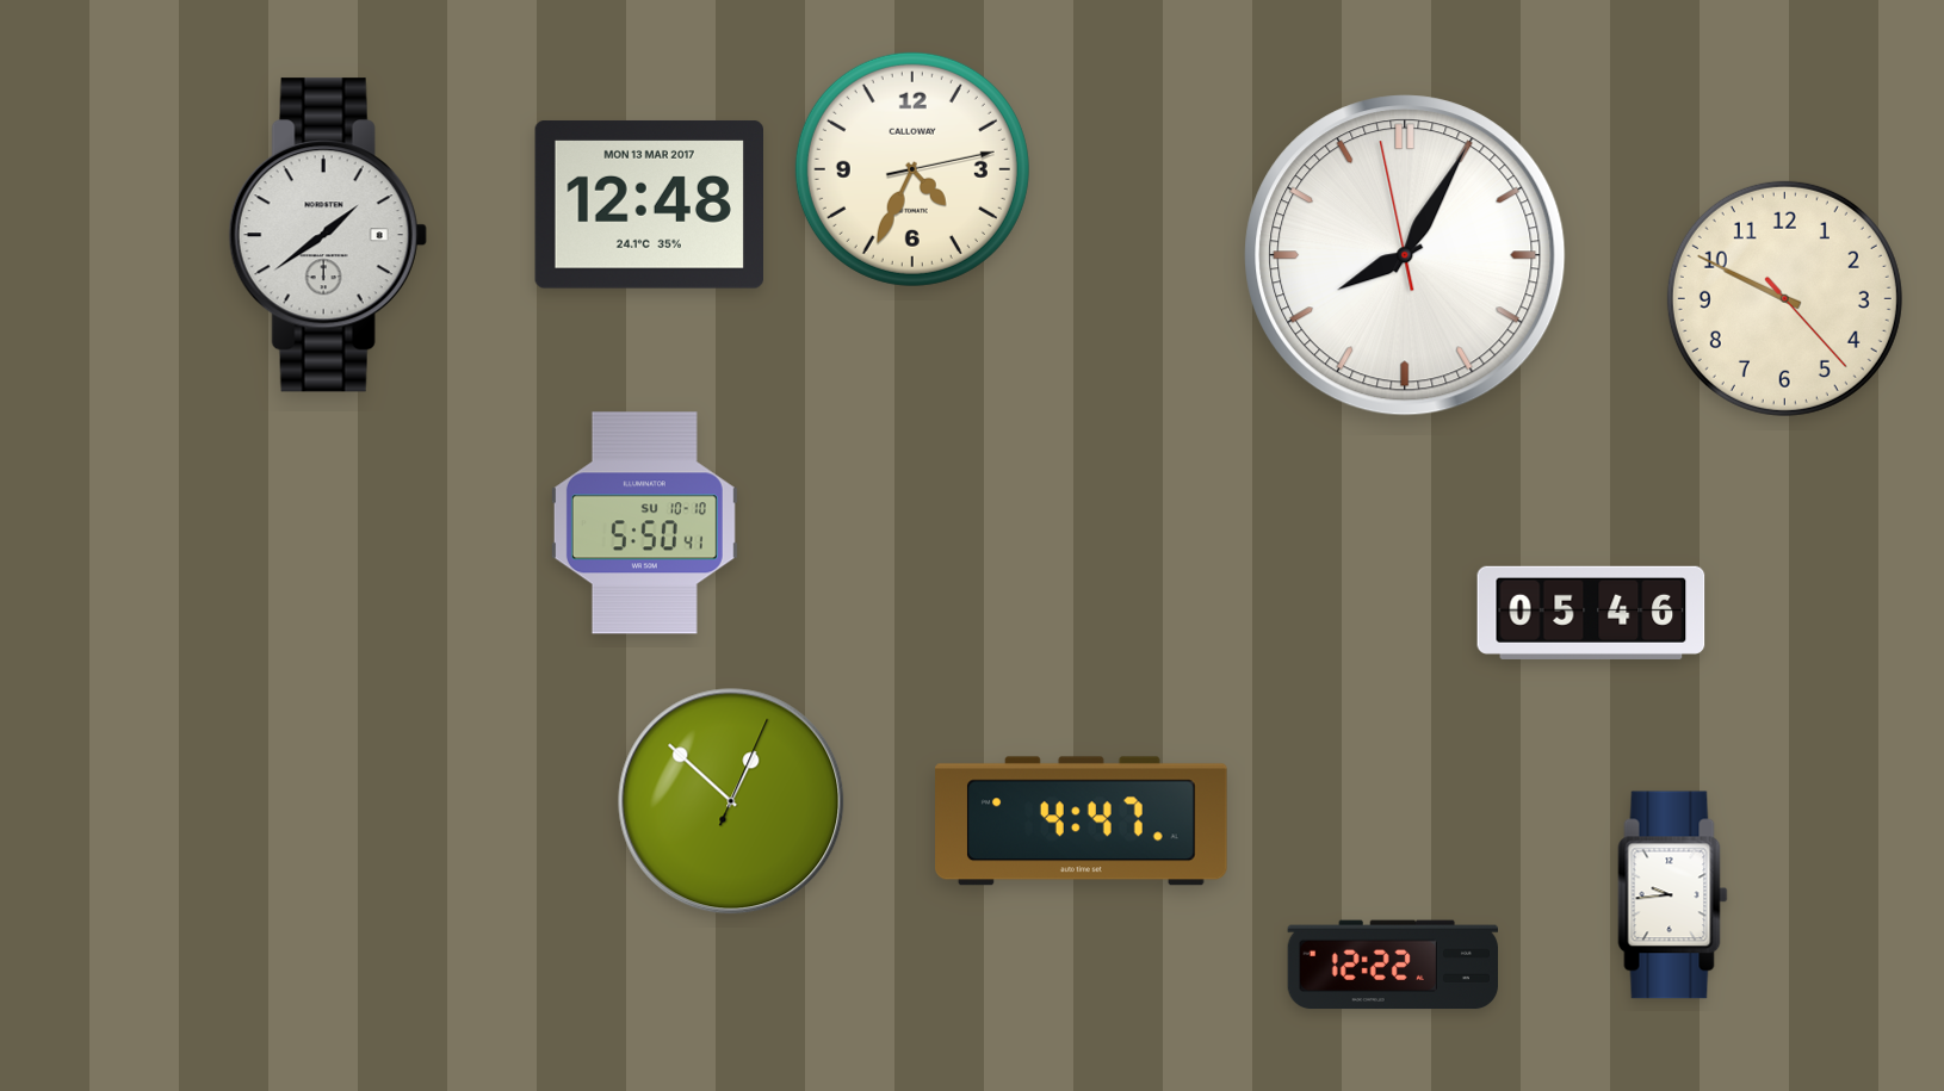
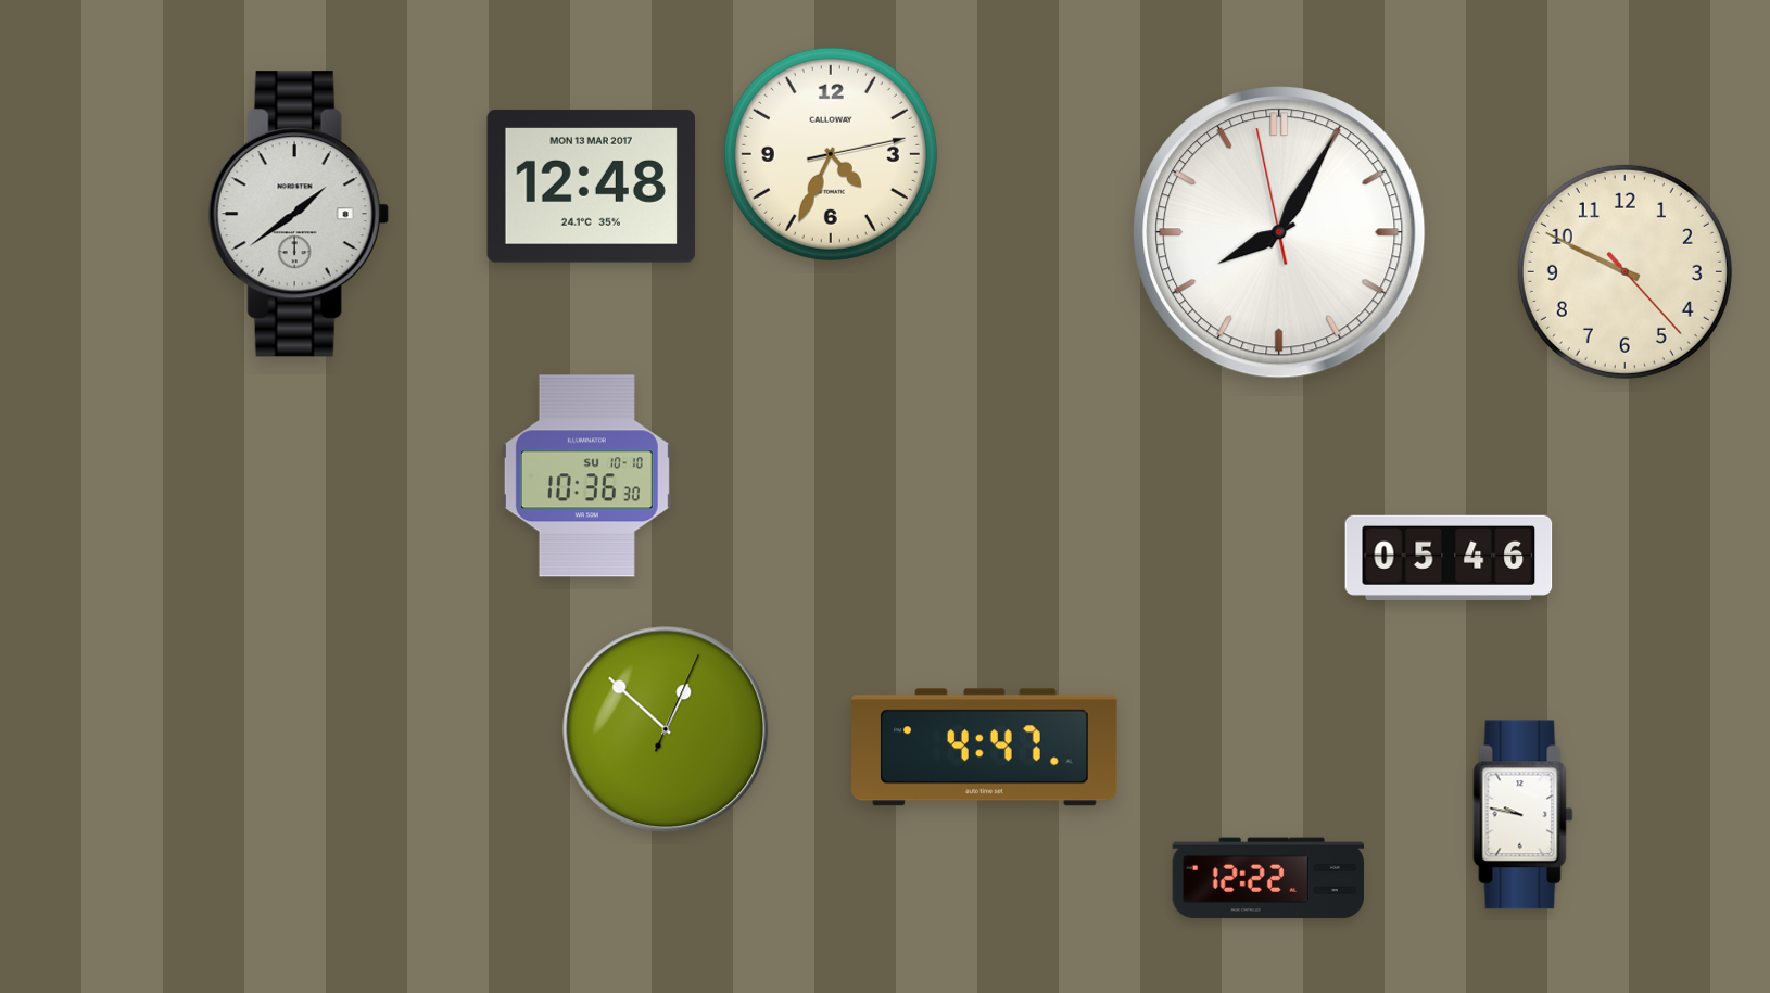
clock at (644, 523): 5:50 -> 10:36
clock at (1673, 895): 9:44 -> 9:47
